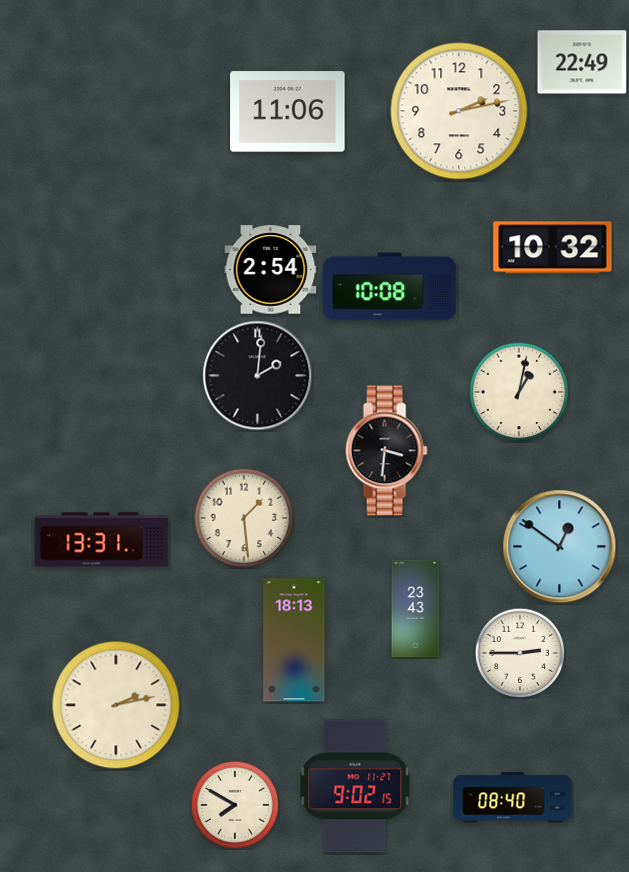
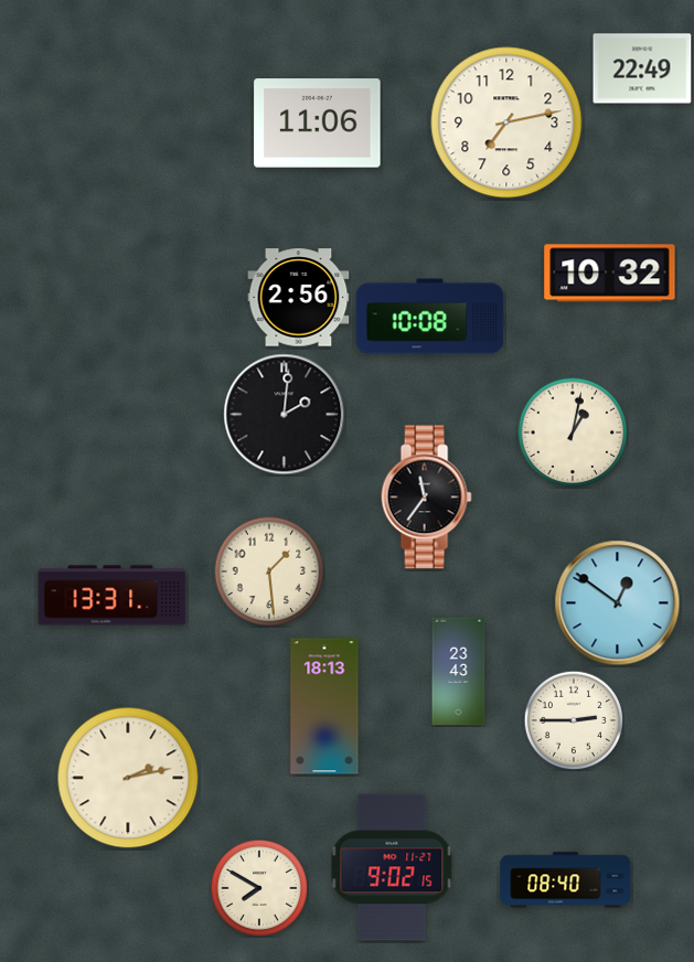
clock at (459, 111): 2:13 -> 7:13
clock at (271, 270): 2:54 -> 2:56
clock at (386, 451): 3:31 -> 11:36
